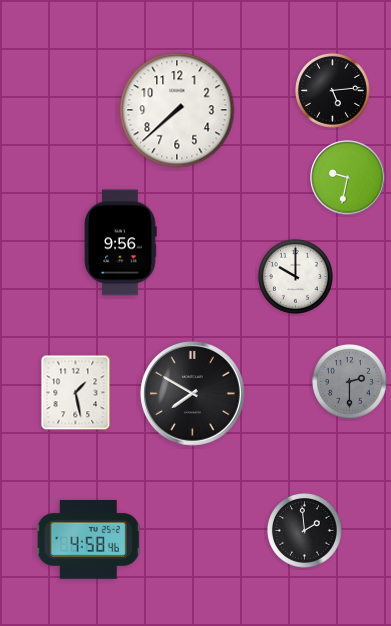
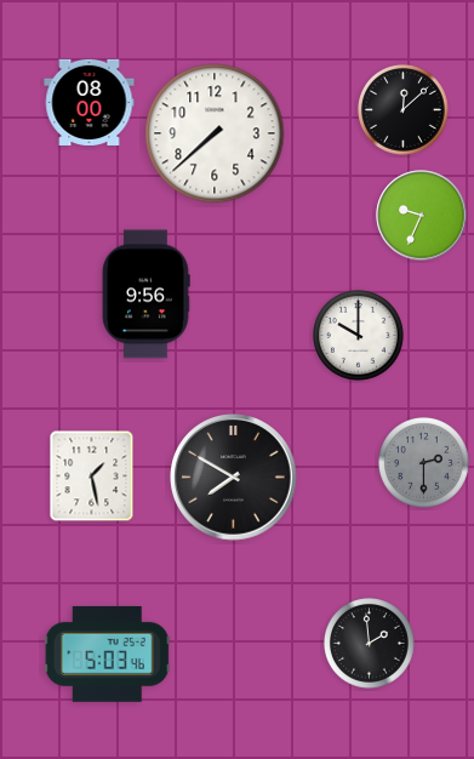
clock at (90, 102): none -> 08:00
clock at (333, 91): 5:14 -> 12:08
clock at (348, 178): 9:32 -> 9:34
clock at (88, 539): 4:58 -> 5:03
